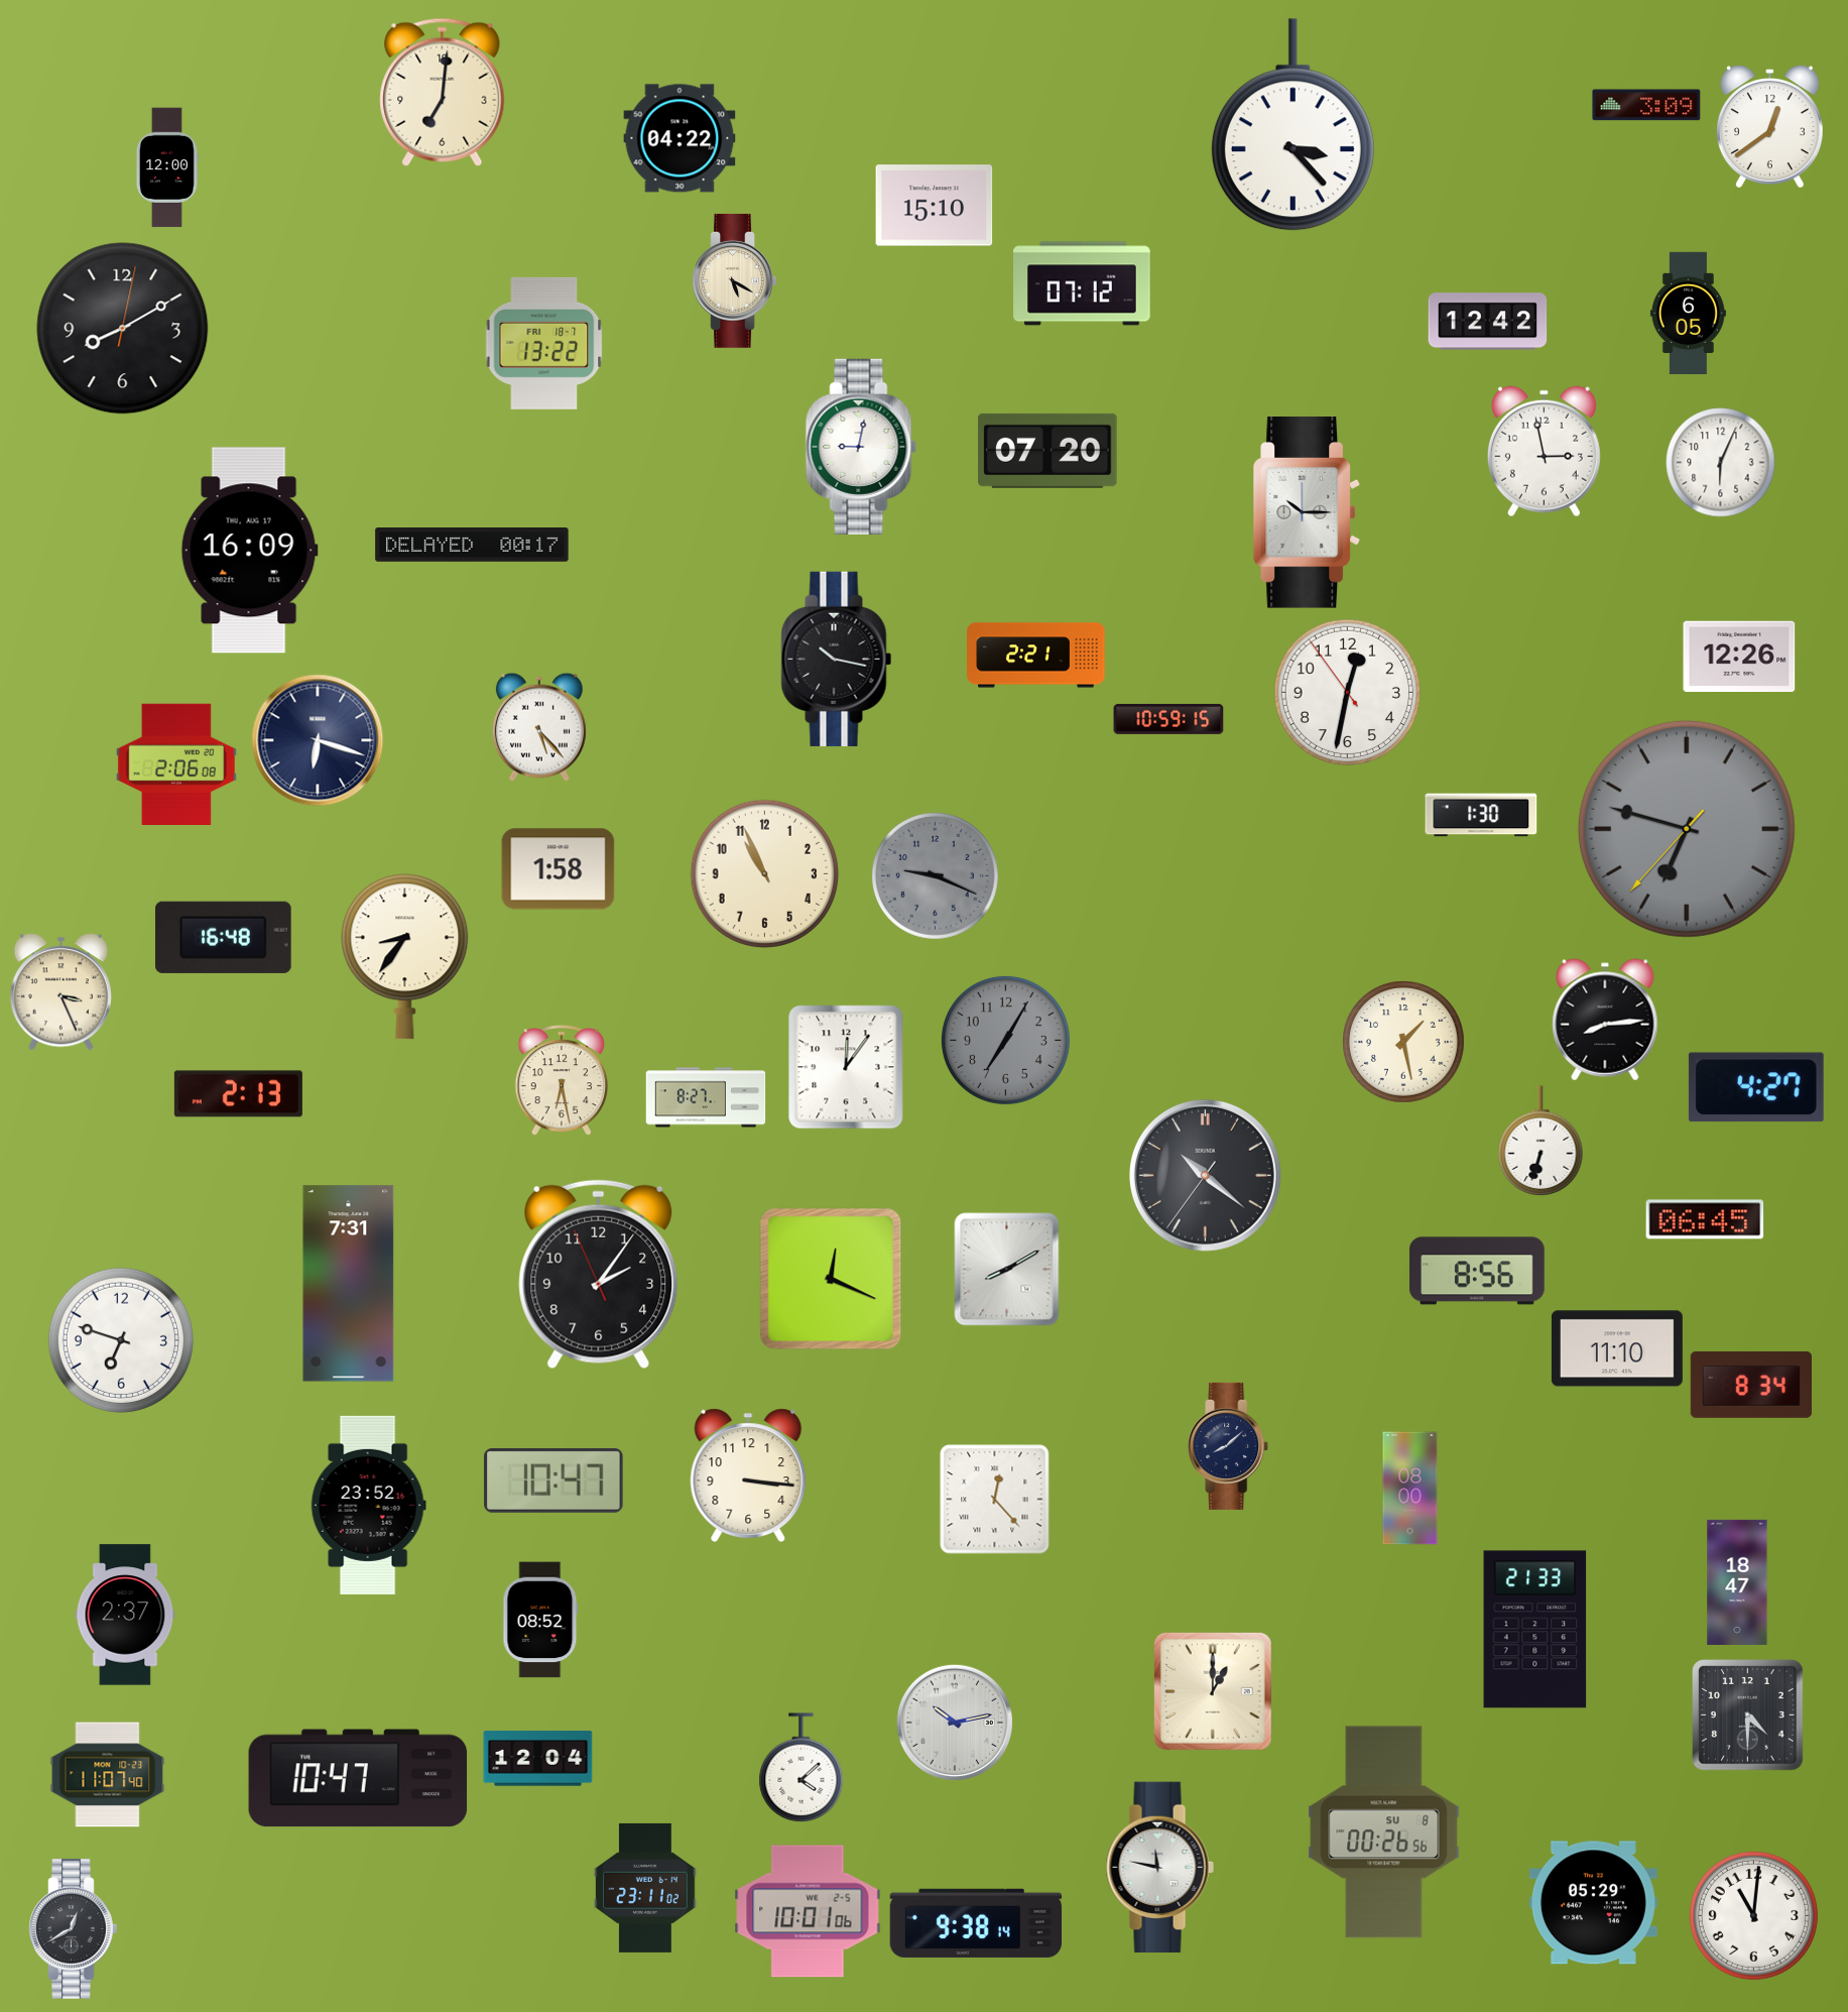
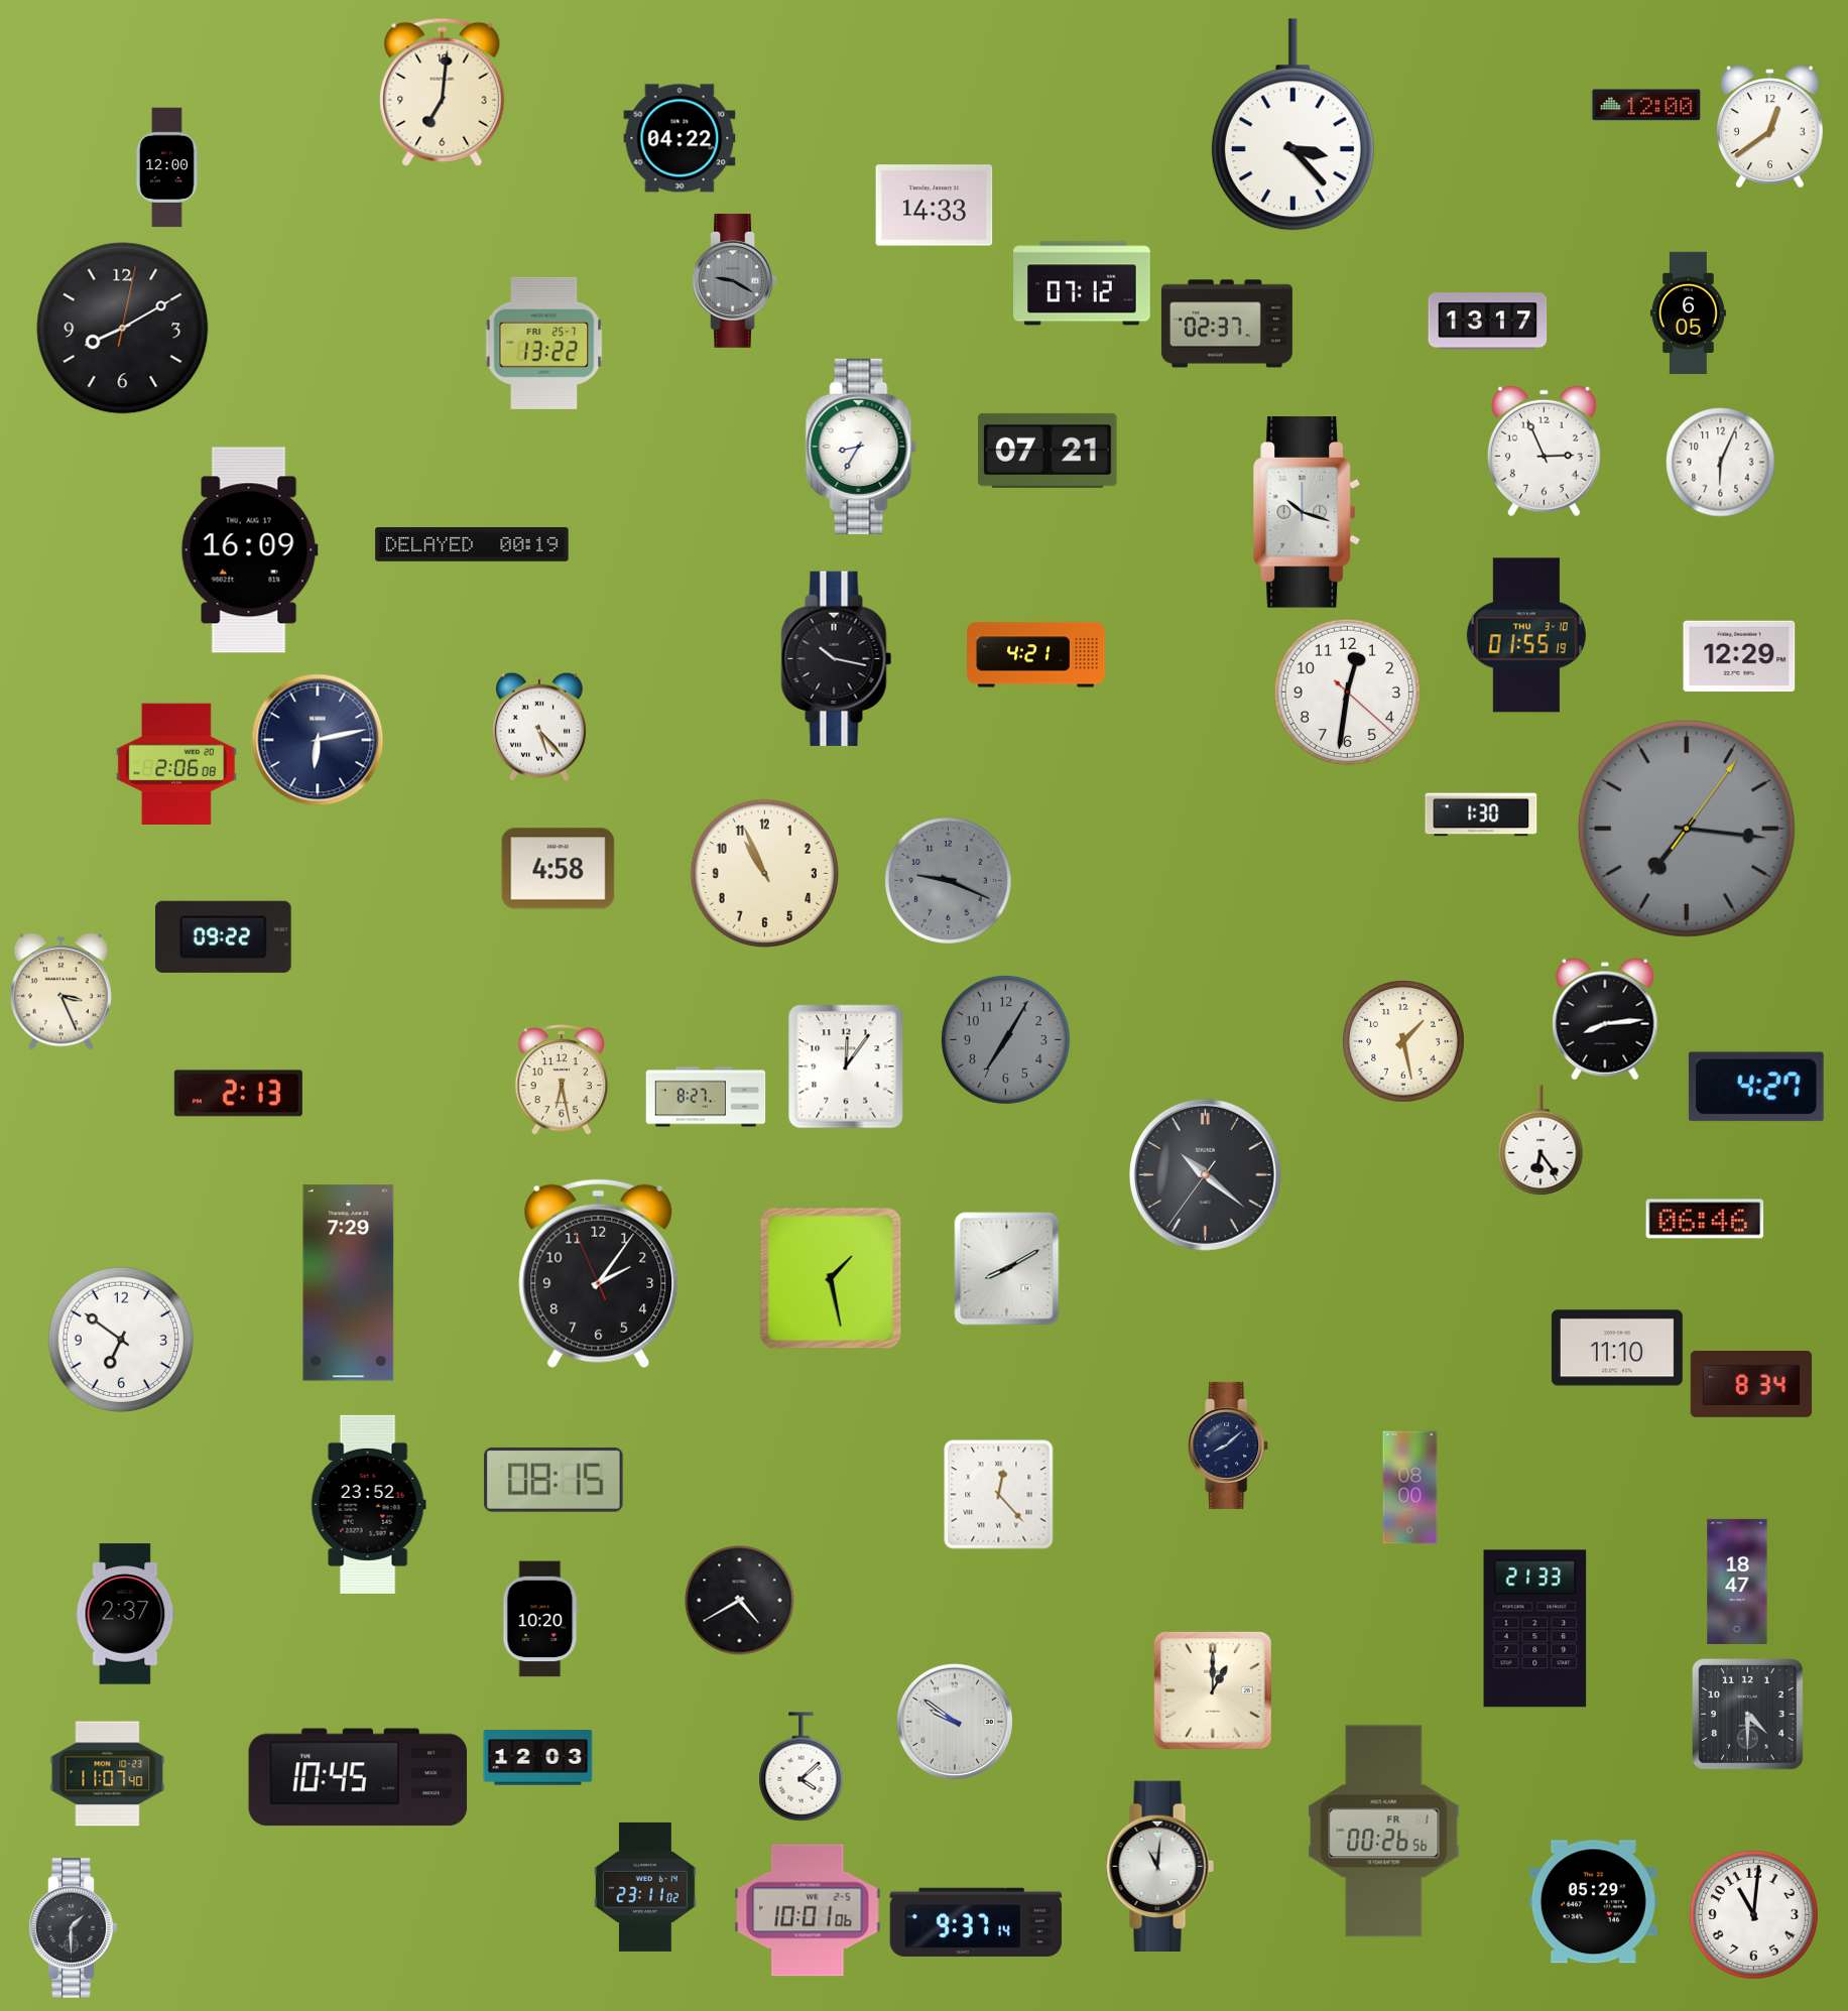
clock at (1646, 105): 3:09 -> 12:00
clock at (935, 206): 15:10 -> 14:33
clock at (735, 280): 5:20 -> 9:20
clock at (735, 280) dial: cream -> grey
clock at (1488, 322): 12:42 -> 13:17
clock at (1227, 324): none -> 02:37
clock at (544, 343) date: FRI 18-7 -> FRI 25-7
clock at (861, 447): 9:02 -> 8:35
clock at (1048, 451): 07:20 -> 07:21
clock at (1544, 452): 2:58 -> 2:56
clock at (1307, 512): 10:15 -> 10:18
clock at (472, 545): 00:17 -> 00:19
clock at (1526, 635): none -> 01:55
clock at (1036, 656): 2:21 -> 4:21
clock at (1739, 657): 12:26 -> 12:29
clock at (1347, 692): 12:31:54 -> 12:31:22
clock at (1168, 719): 10:59 -> none
clock at (318, 740): 6:18 -> 6:13
clock at (1687, 829): 6:47 -> 7:16
clock at (559, 869): 1:58 -> 4:58
clock at (935, 875) position: (935, 875) -> (948, 880)
clock at (223, 937): 16:48 -> 09:22
clock at (405, 957): 8:36 -> none
clock at (1541, 1141): 6:33 -> 6:24
clock at (1705, 1219): 06:45 -> 06:46
clock at (1477, 1271): 8:56 -> none
clock at (831, 1279): 12:19 -> 1:28
clock at (349, 1284): 7:31 -> 7:29
clock at (120, 1339): 6:48 -> 6:51
clock at (748, 1475): 3:16 -> none
clock at (553, 1481): 10:47 -> 08:15
clock at (995, 1500) position: (995, 1500) -> (999, 1495)
clock at (740, 1601): none -> 4:40
clock at (540, 1620): 08:52 -> 10:20
clock at (955, 1723): 10:13 -> 9:51
clock at (538, 1759): 12:04 -> 12:03
clock at (358, 1778): 10:47 -> 10:45
clock at (1384, 1832) date: SU 8 -> FR 1
clock at (1159, 1867): 11:47 -> 11:01
clock at (975, 1923): 9:38 -> 9:37
clock at (74, 1929): 12:40 -> 1:30
